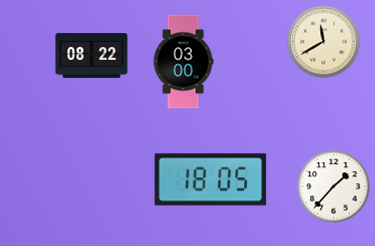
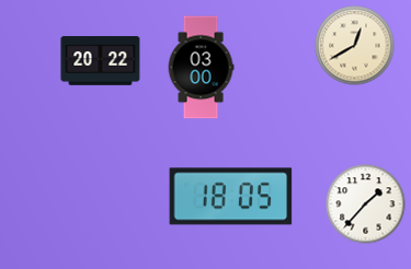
clock at (324, 42): 11:40 -> 12:40
clock at (92, 56): 08:22 -> 20:22
